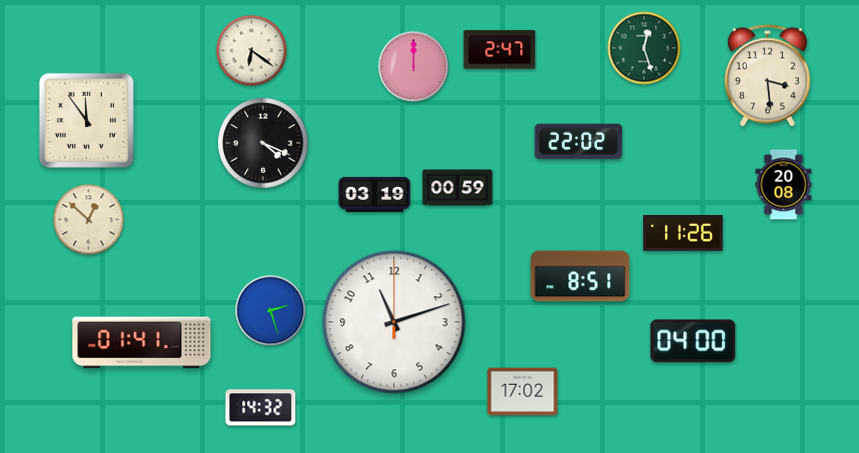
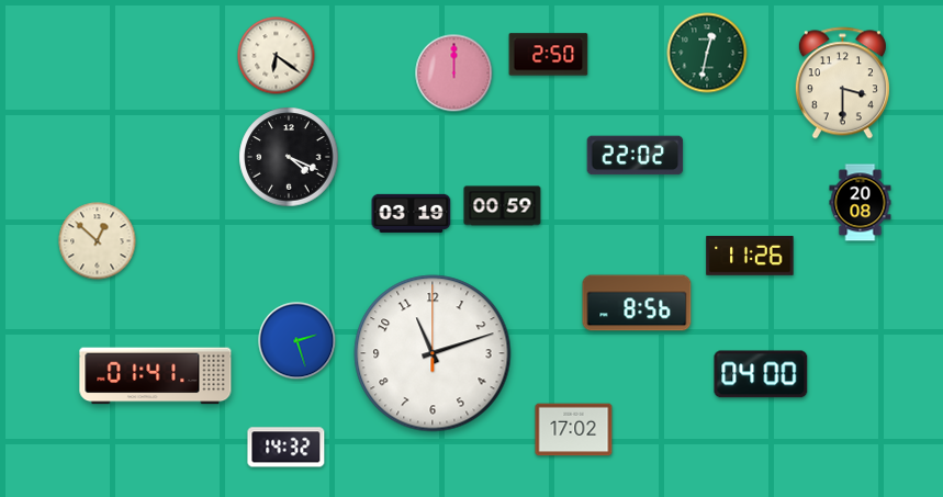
clock at (644, 48): 12:27 -> 12:32
clock at (500, 50): 2:47 -> 2:50
clock at (767, 76): 3:29 -> 3:30
clock at (86, 120): 11:54 -> none
clock at (580, 276): 8:51 -> 8:56
